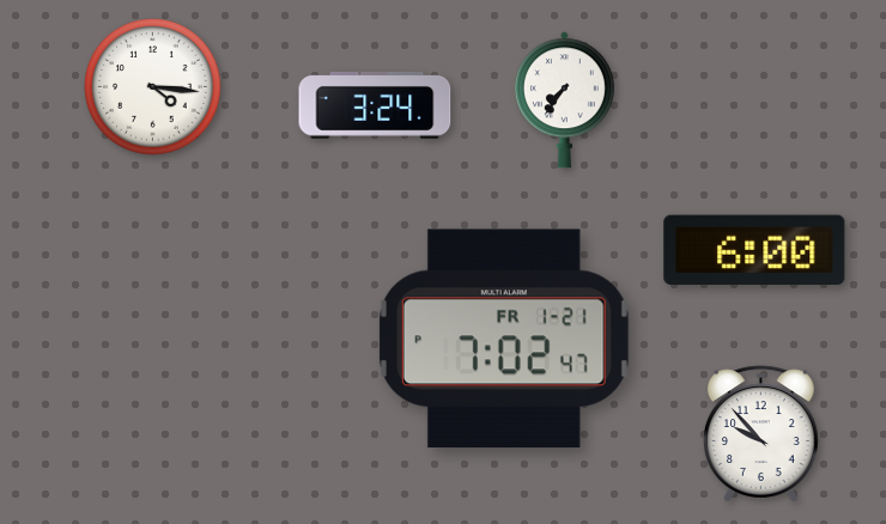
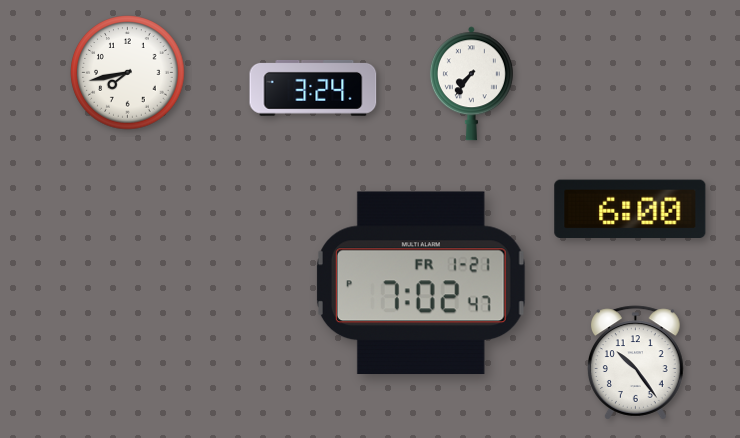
clock at (153, 87): 4:16 -> 7:43
clock at (761, 434): 9:53 -> 10:24
